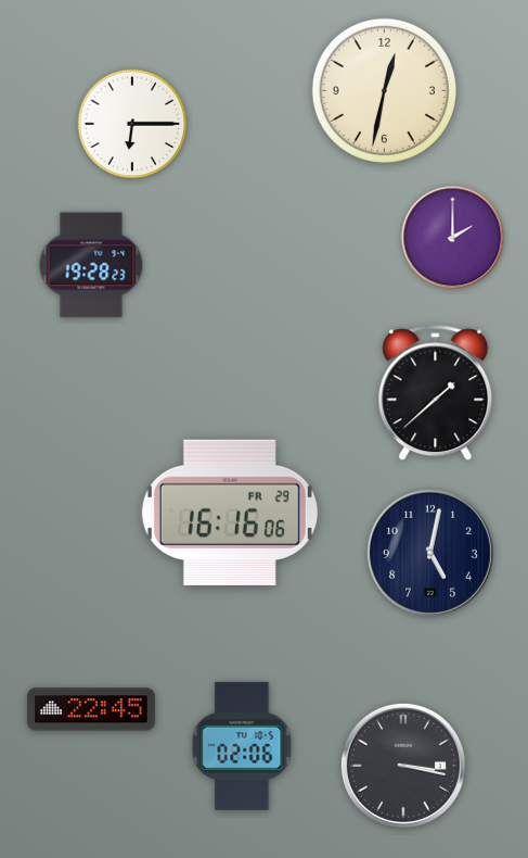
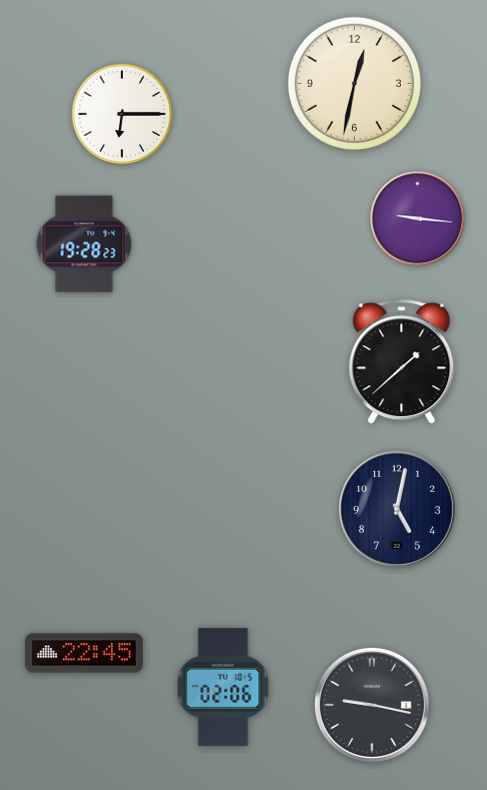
clock at (453, 238): 2:00 -> 9:16
clock at (230, 513): 16:16 -> none
clock at (403, 766): 3:17 -> 9:17
